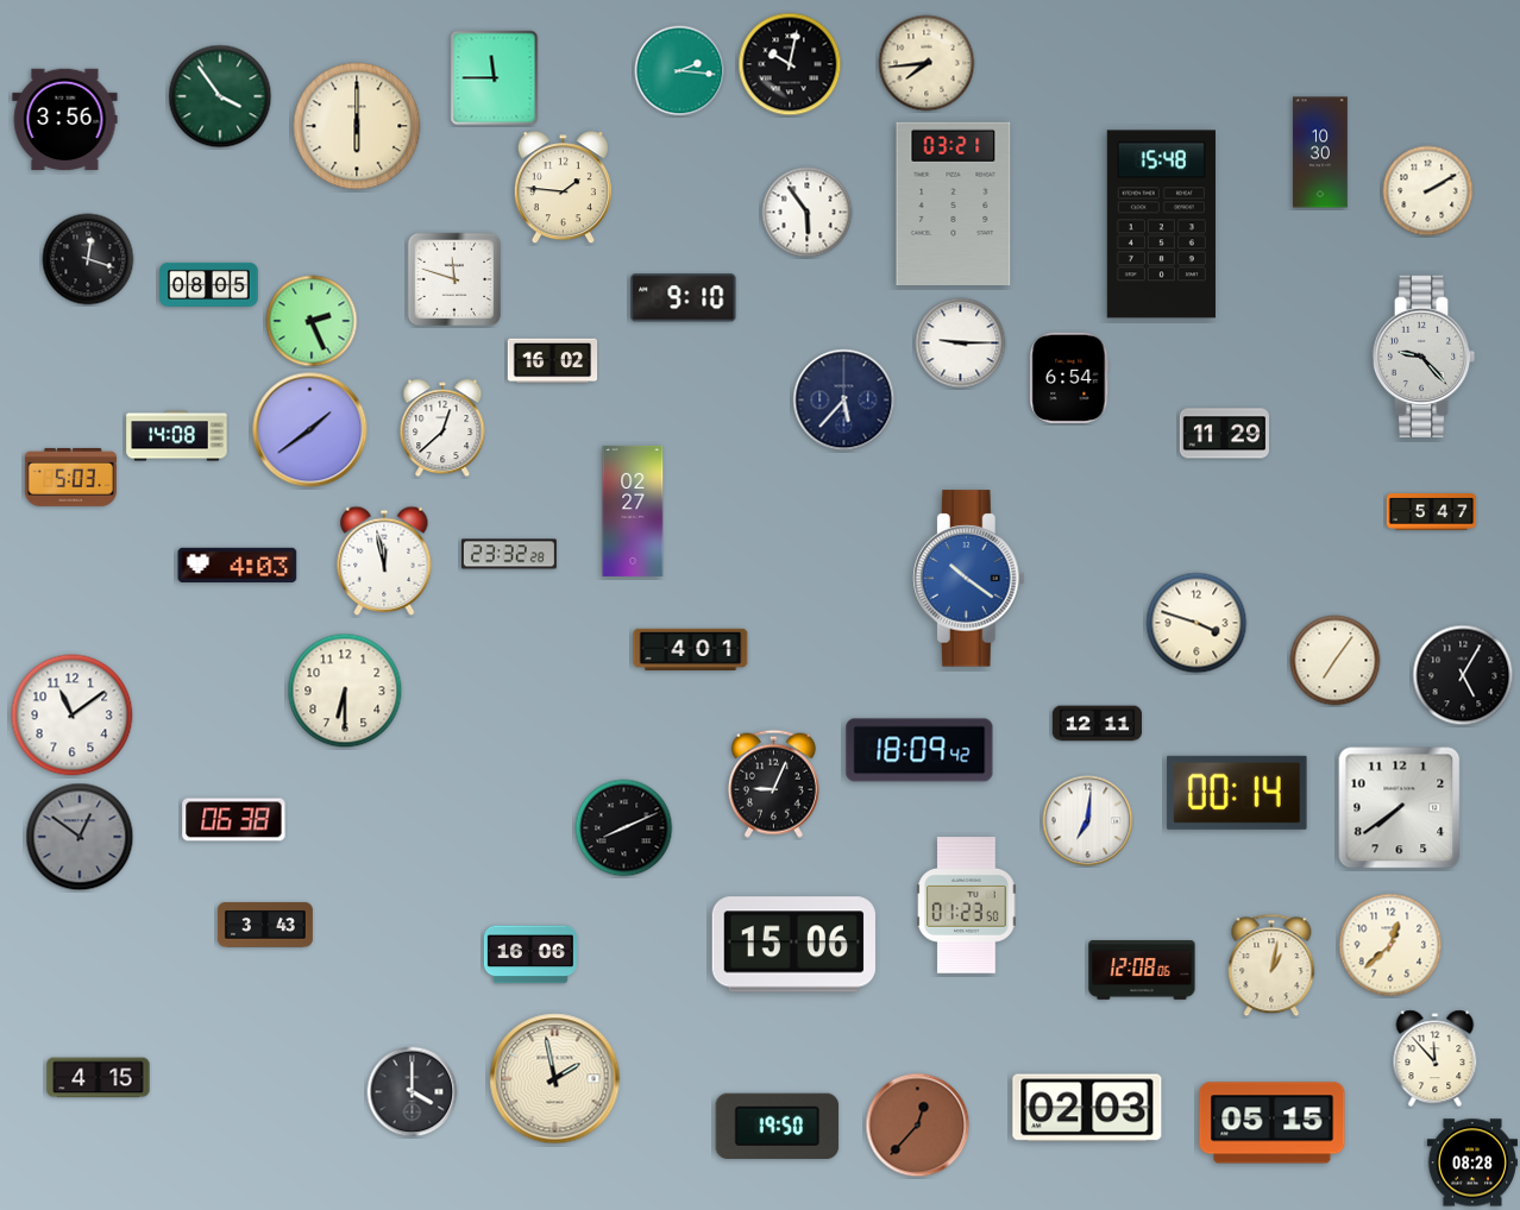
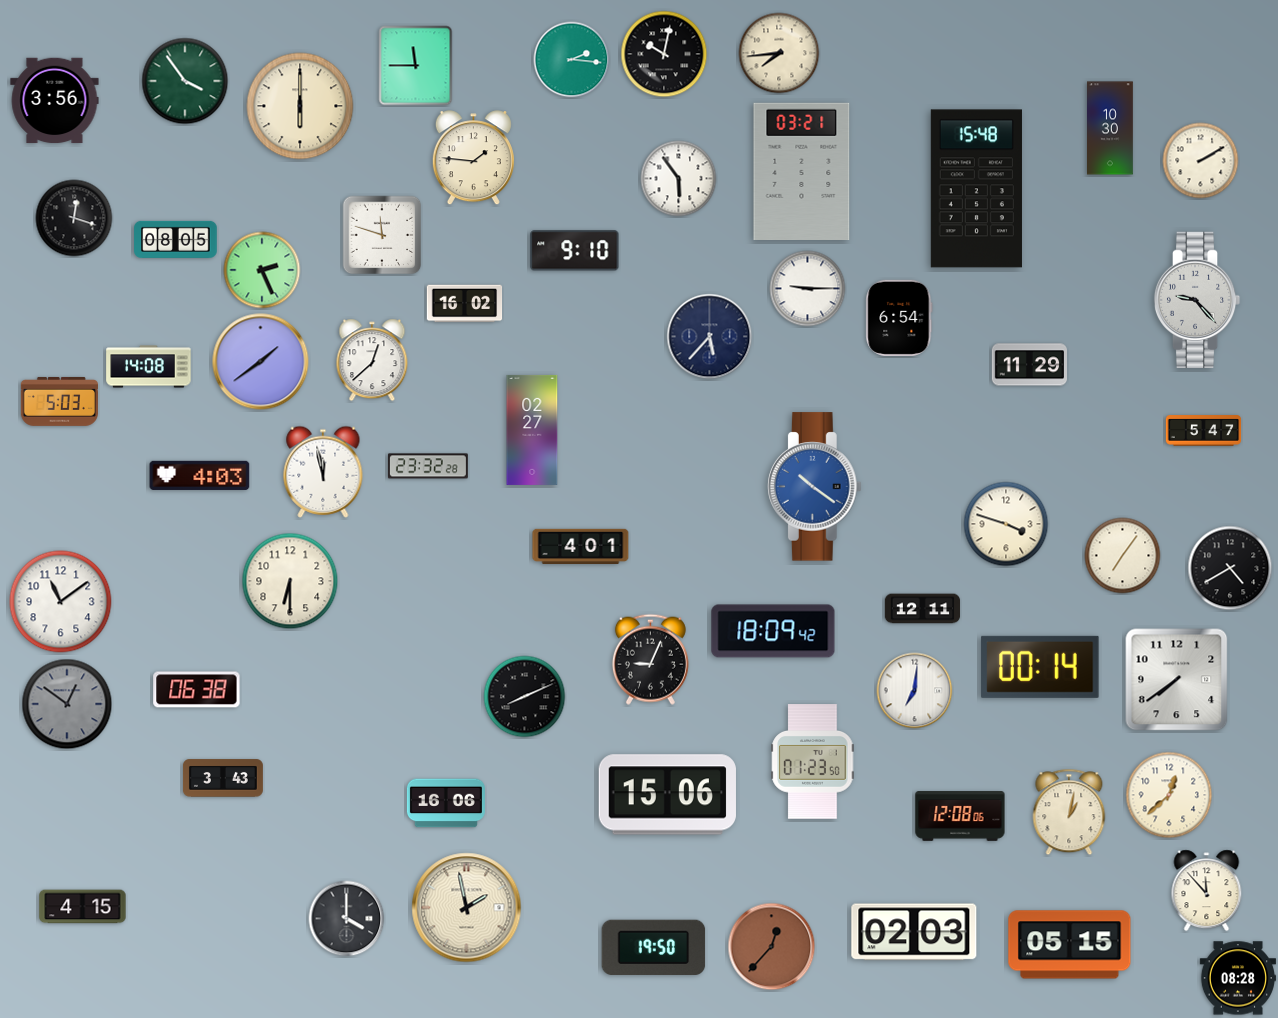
clock at (1463, 675): 5:05 -> 4:40
